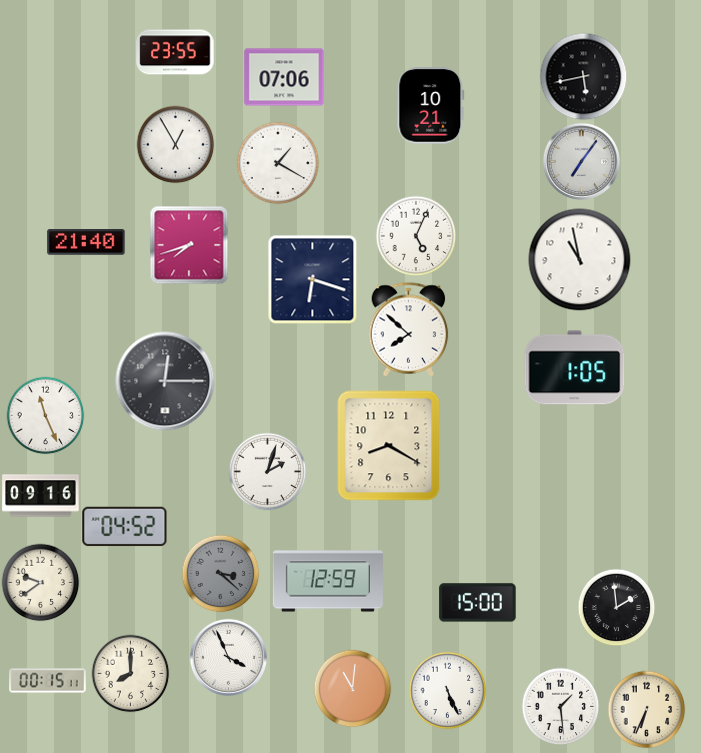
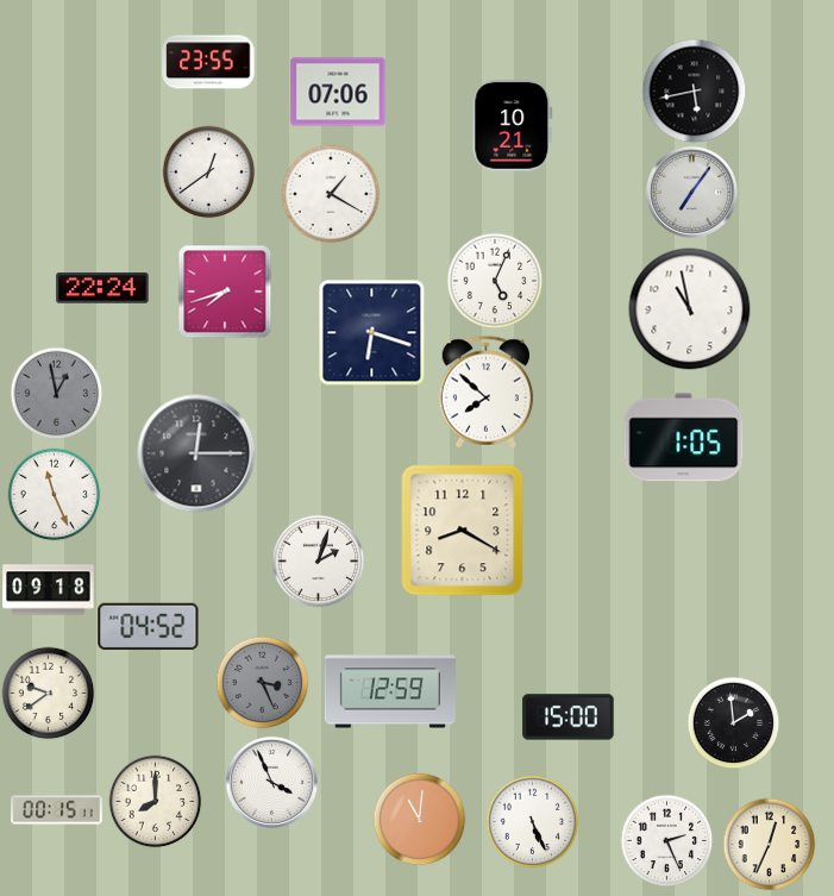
clock at (175, 144): 12:55 -> 12:39
clock at (86, 242): 21:40 -> 22:24
clock at (56, 393): none -> 12:58
clock at (41, 496): 09:16 -> 09:18
clock at (220, 573): 3:22 -> 3:26
clock at (560, 706): 1:29 -> 2:26
clock at (646, 709): 6:34 -> 12:34
